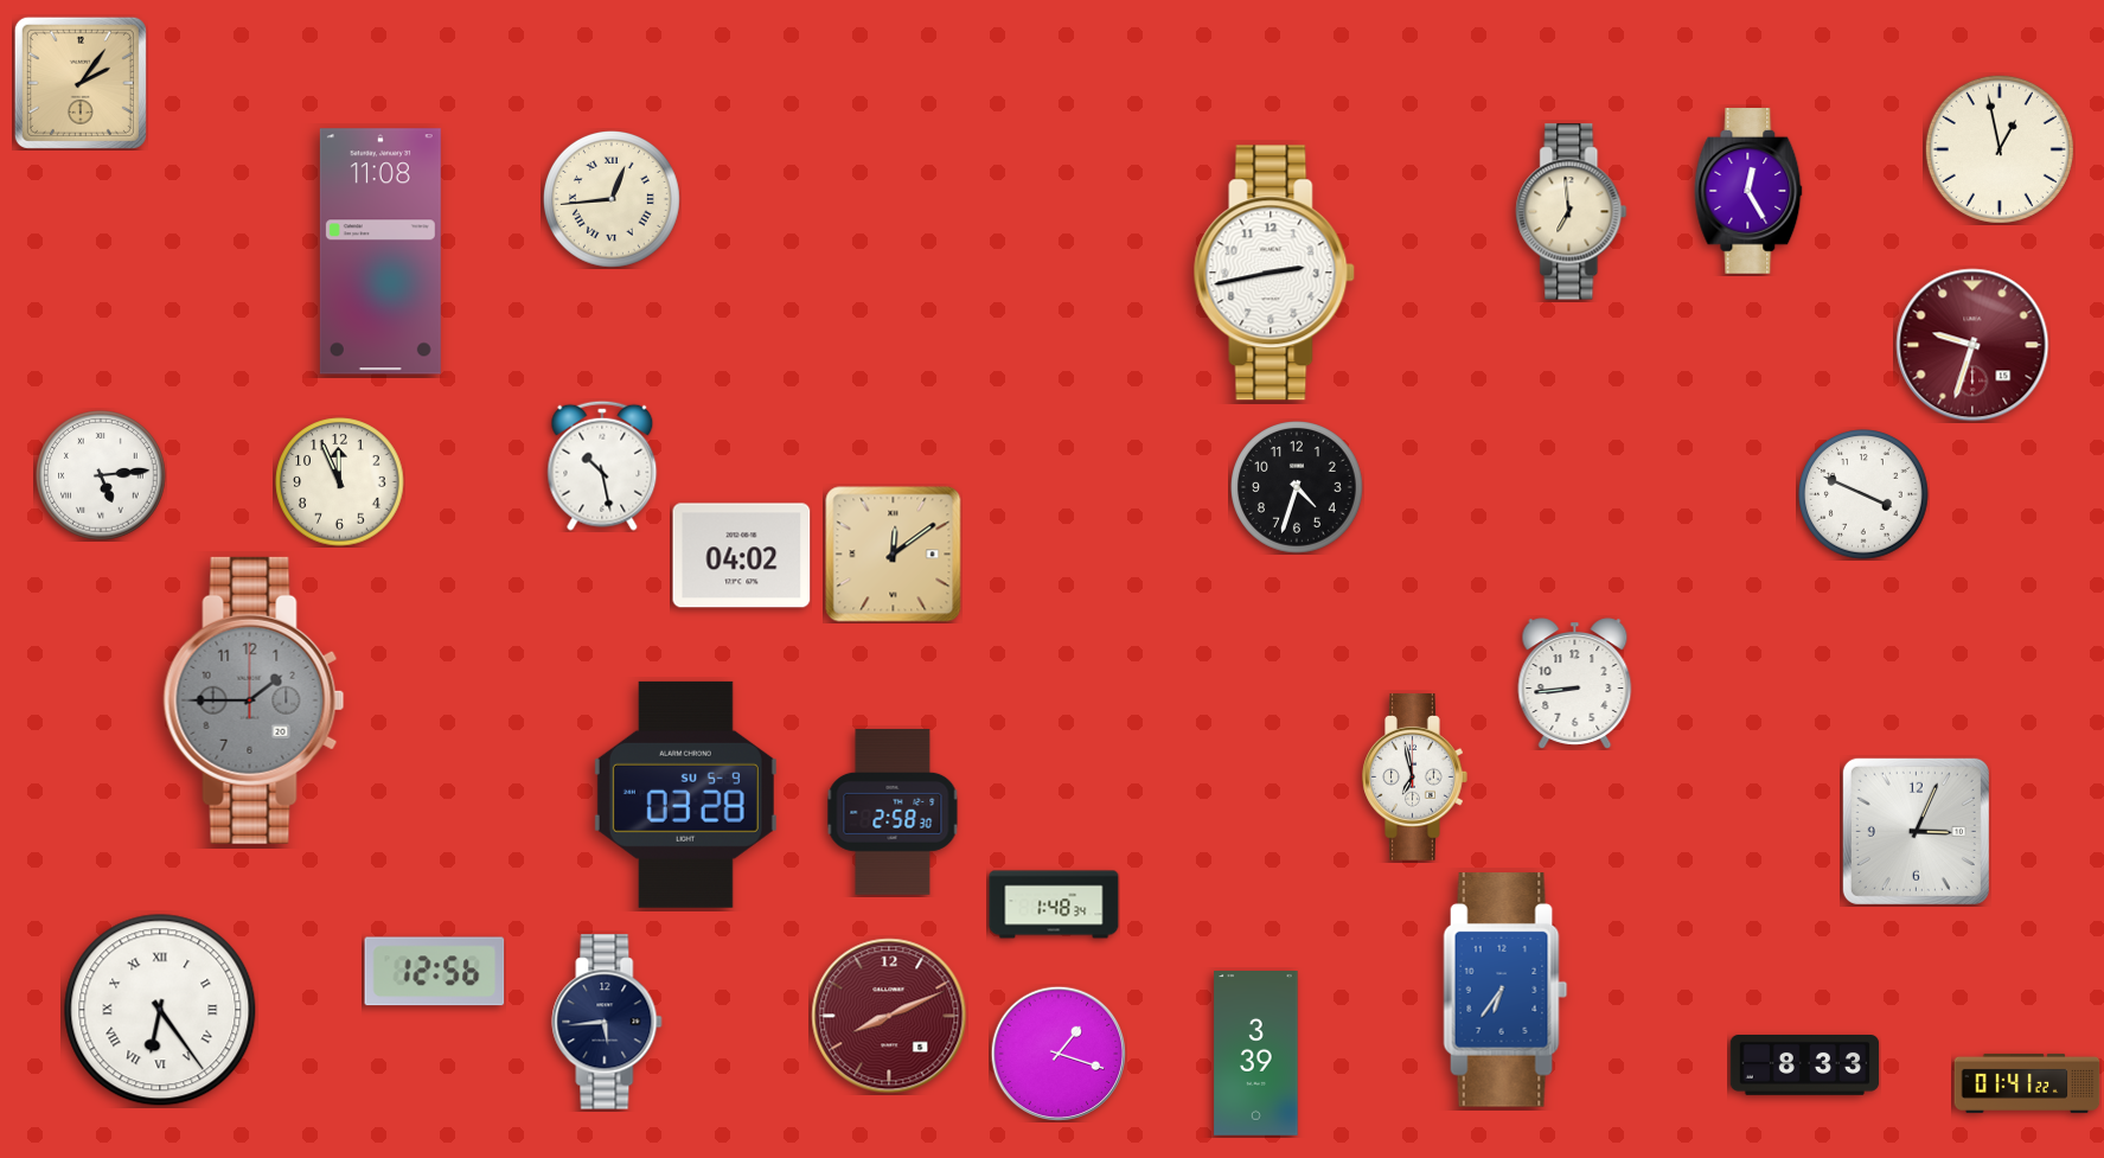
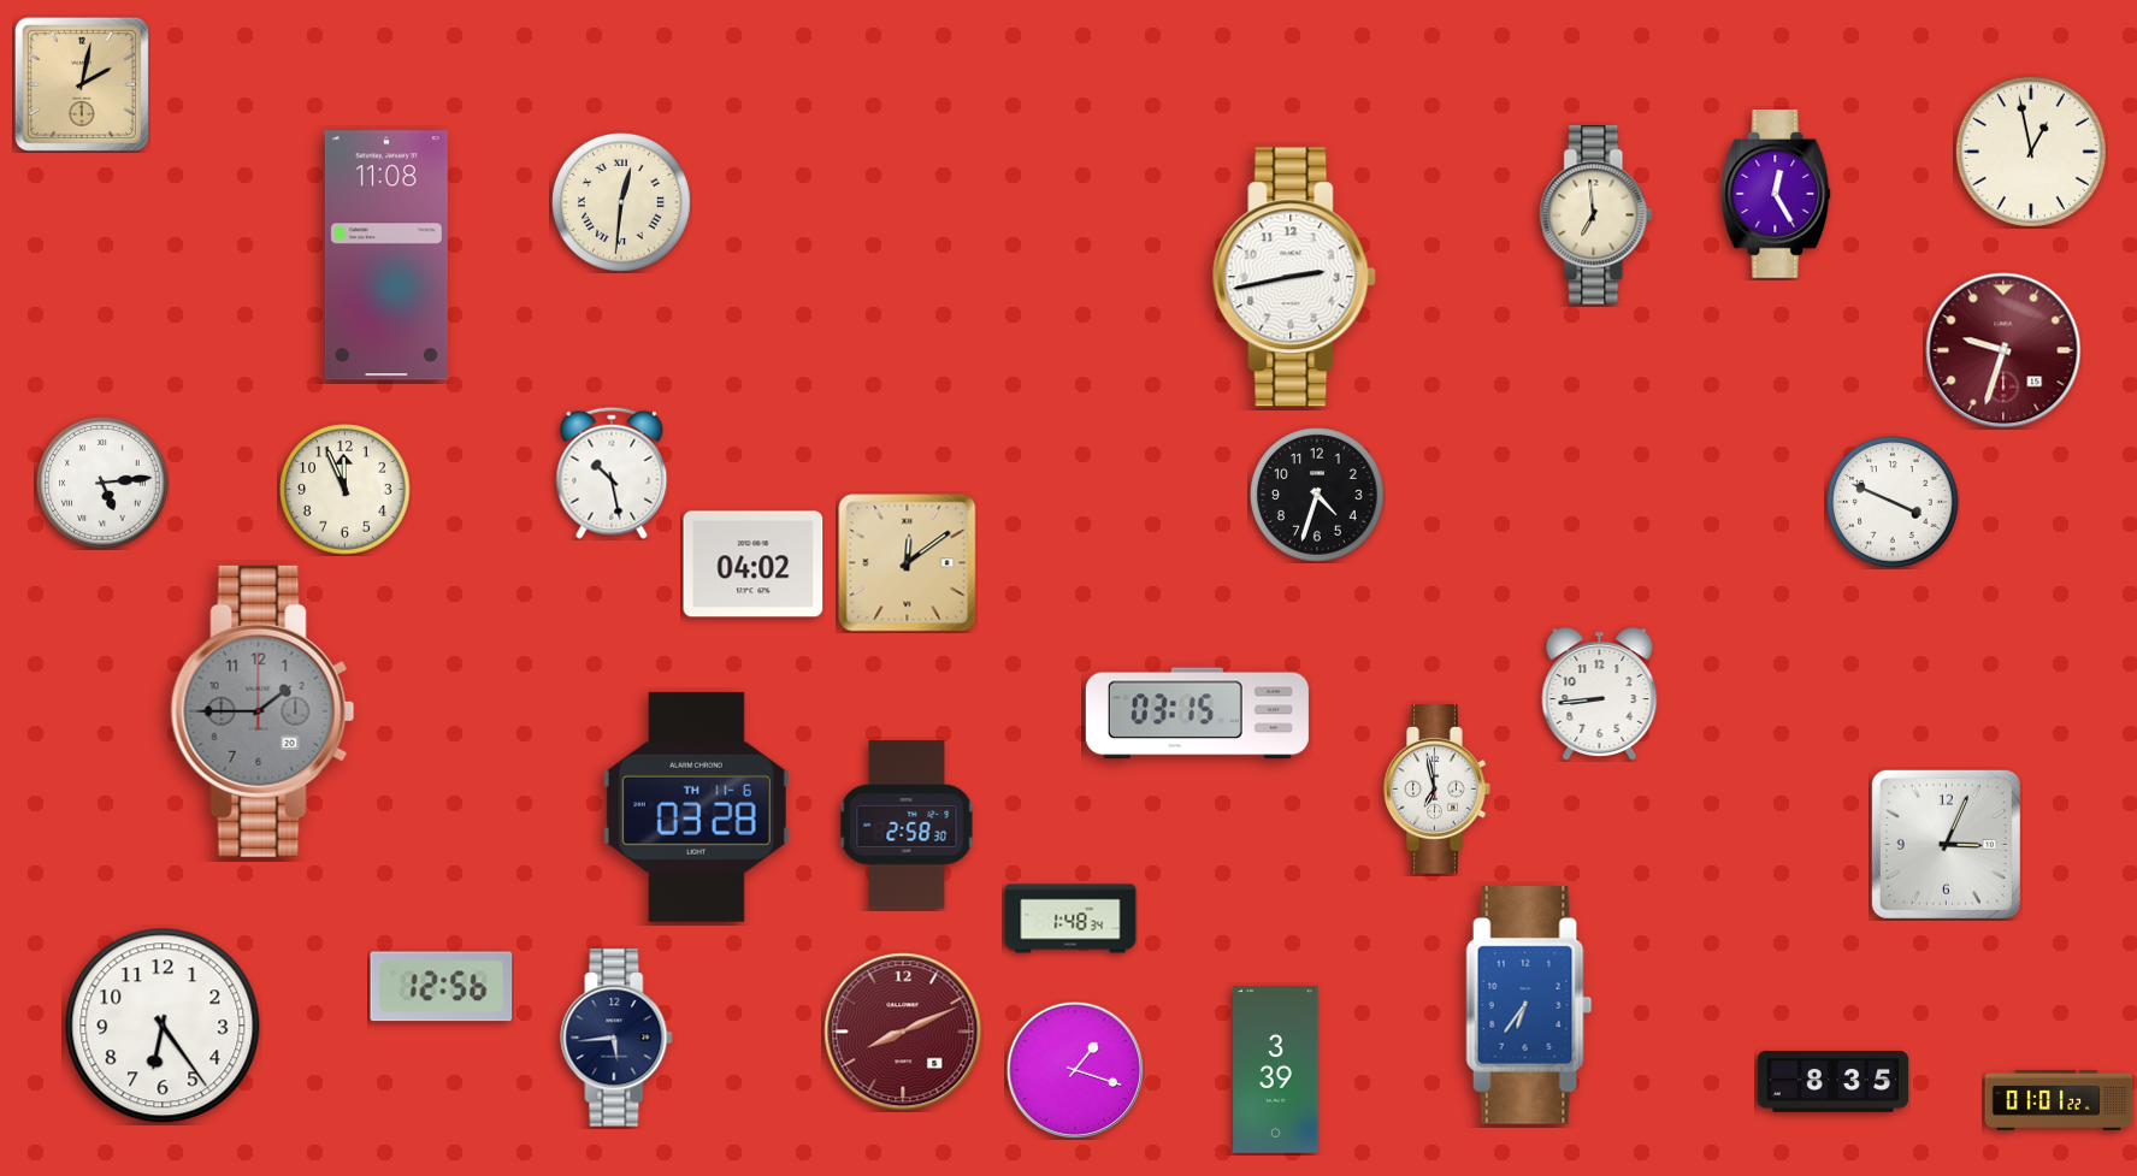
clock at (81, 83): 2:06 -> 2:02
clock at (612, 199): 12:44 -> 12:31
clock at (254, 700) position: (254, 700) -> (262, 711)
clock at (1197, 714): none -> 03:15
clock at (685, 794) date: SU 5-9 -> TH 11-6
clock at (160, 1010) numerals: Roman -> Arabic
clock at (1805, 1066): 8:33 -> 8:35
clock at (2027, 1083): 01:41 -> 01:01
